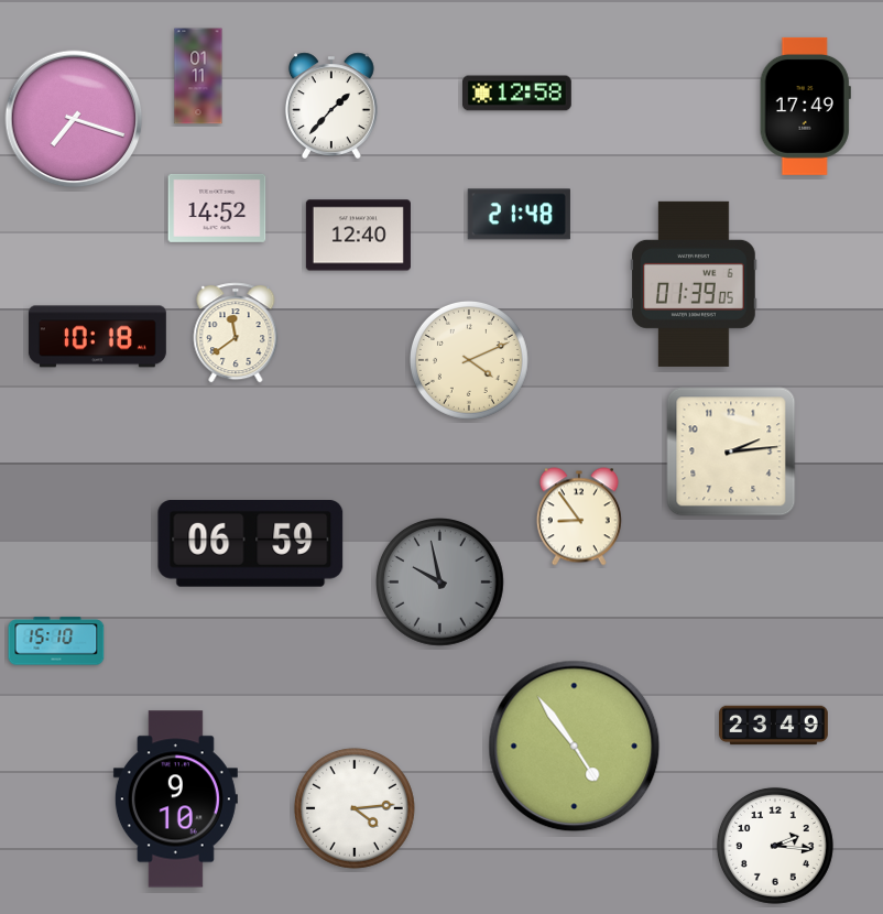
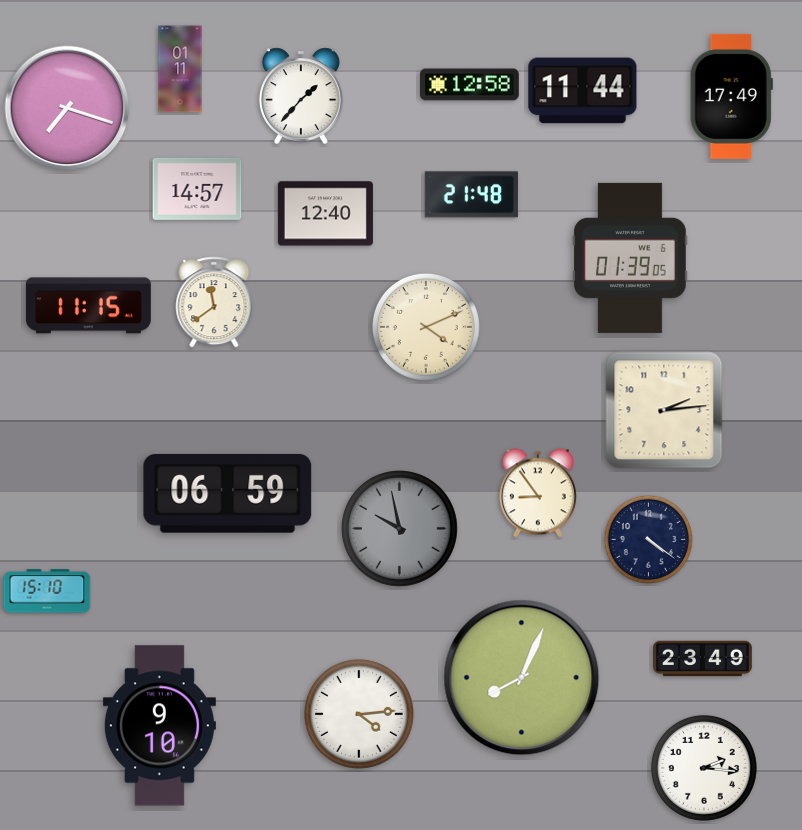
clock at (583, 91): none -> 11:44
clock at (217, 208): 14:52 -> 14:57
clock at (97, 337): 10:18 -> 11:15
clock at (579, 516) position: (579, 516) -> (538, 493)
clock at (648, 539): none -> 4:21
clock at (56, 641) position: (56, 641) -> (47, 591)
clock at (575, 747): 4:54 -> 8:04
clock at (355, 808) position: (355, 808) -> (359, 714)
